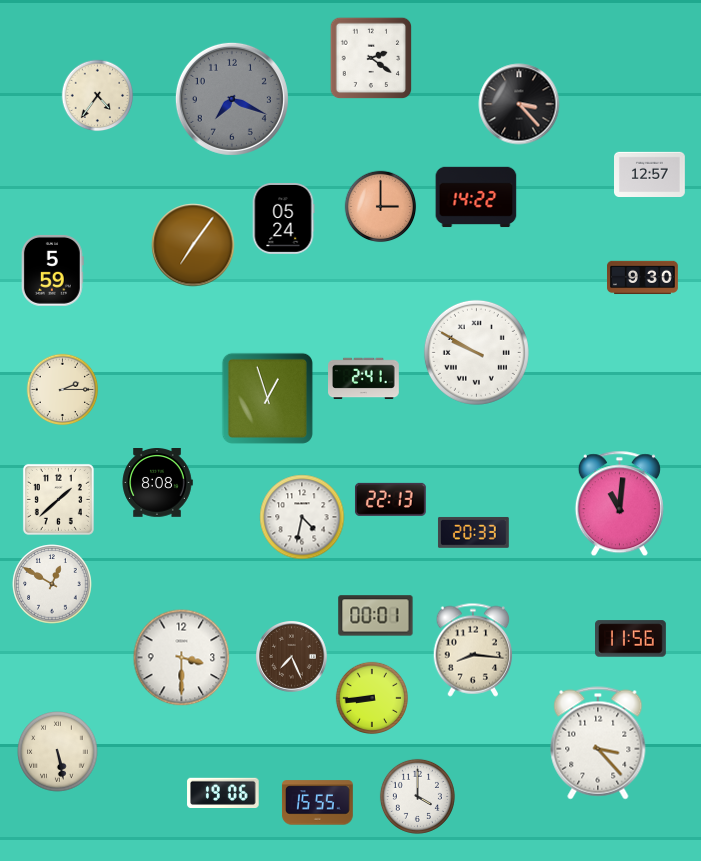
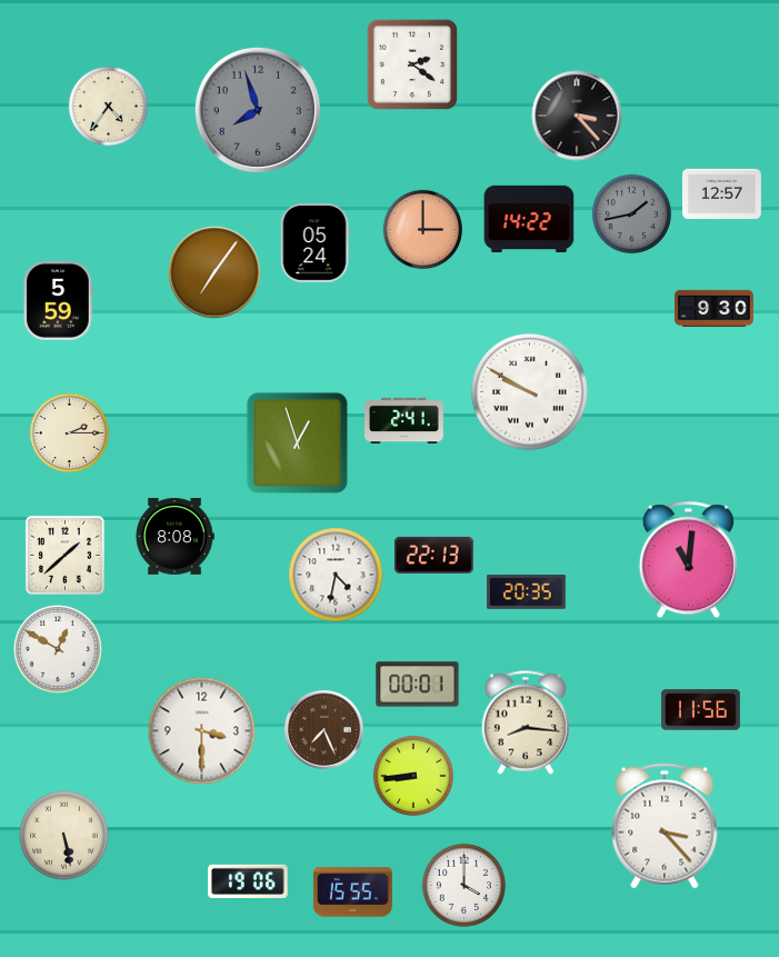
clock at (232, 99): 7:19 -> 7:57
clock at (632, 215): none -> 1:43
clock at (473, 533): 20:33 -> 20:35
